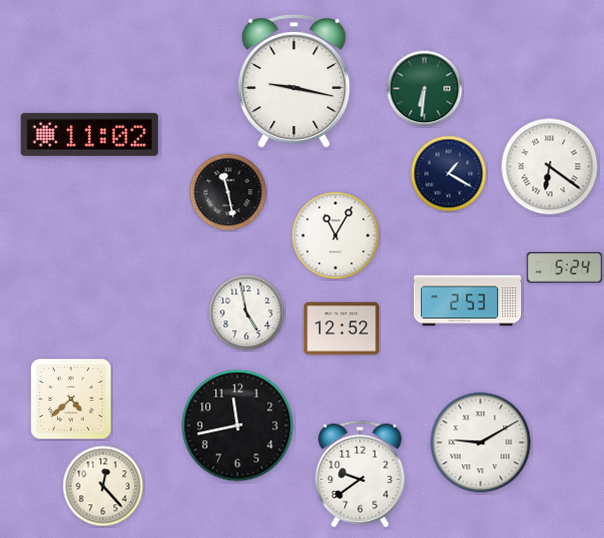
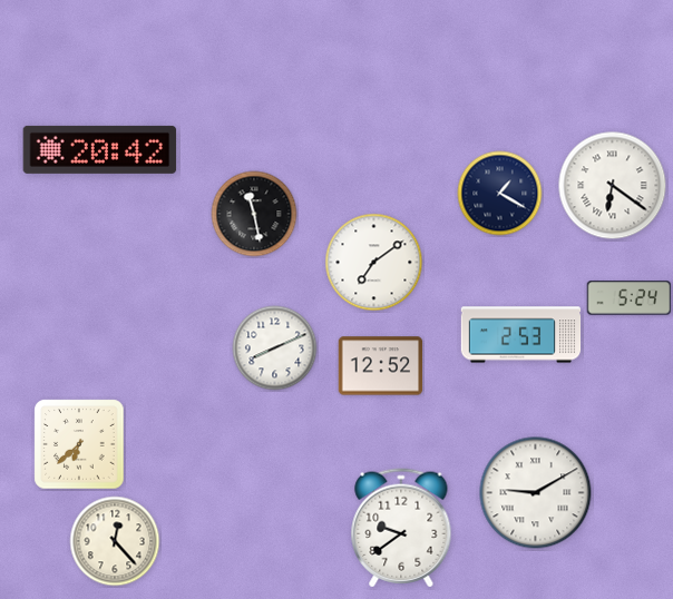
clock at (294, 82): 9:17 -> none
clock at (425, 89): 6:31 -> none
clock at (90, 134): 11:02 -> 20:42
clock at (336, 236): 11:05 -> 7:09
clock at (247, 313): 4:58 -> 8:11
clock at (71, 399): 4:38 -> 6:38
clock at (238, 426): 11:43 -> none
